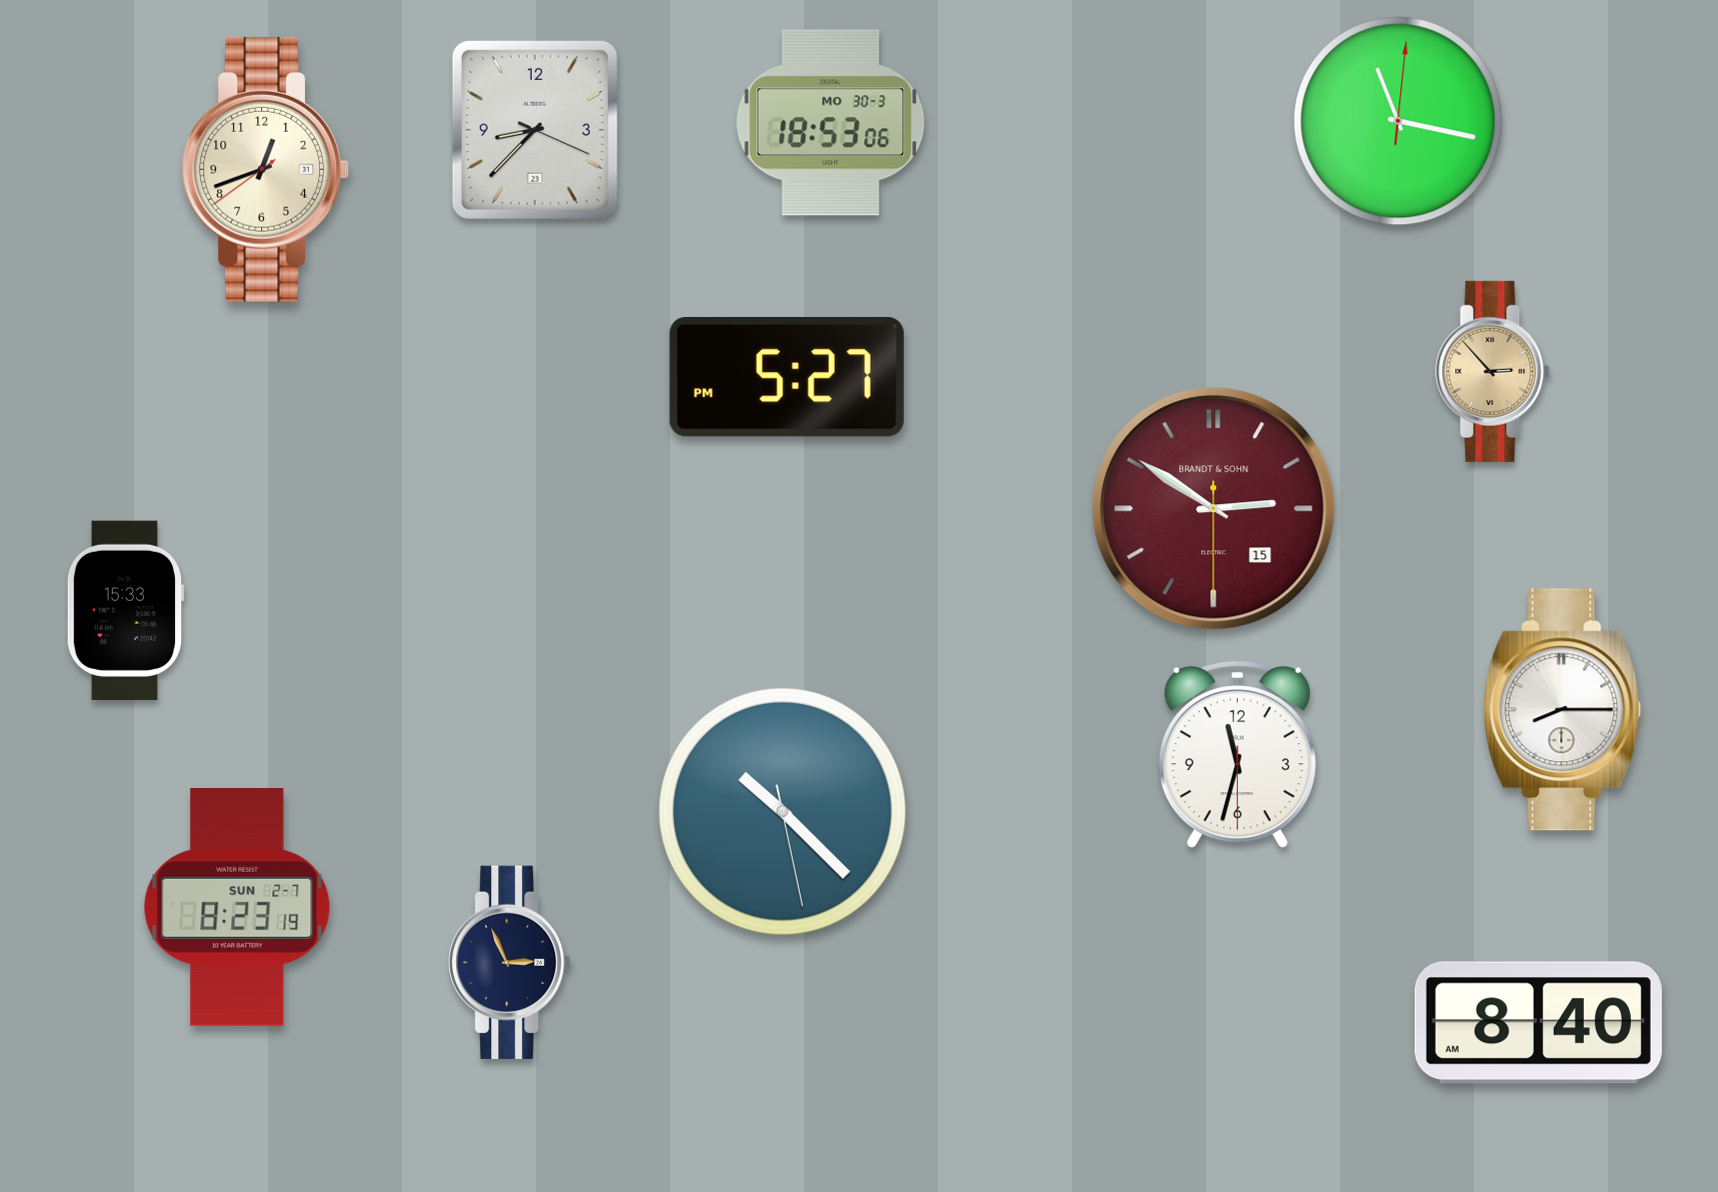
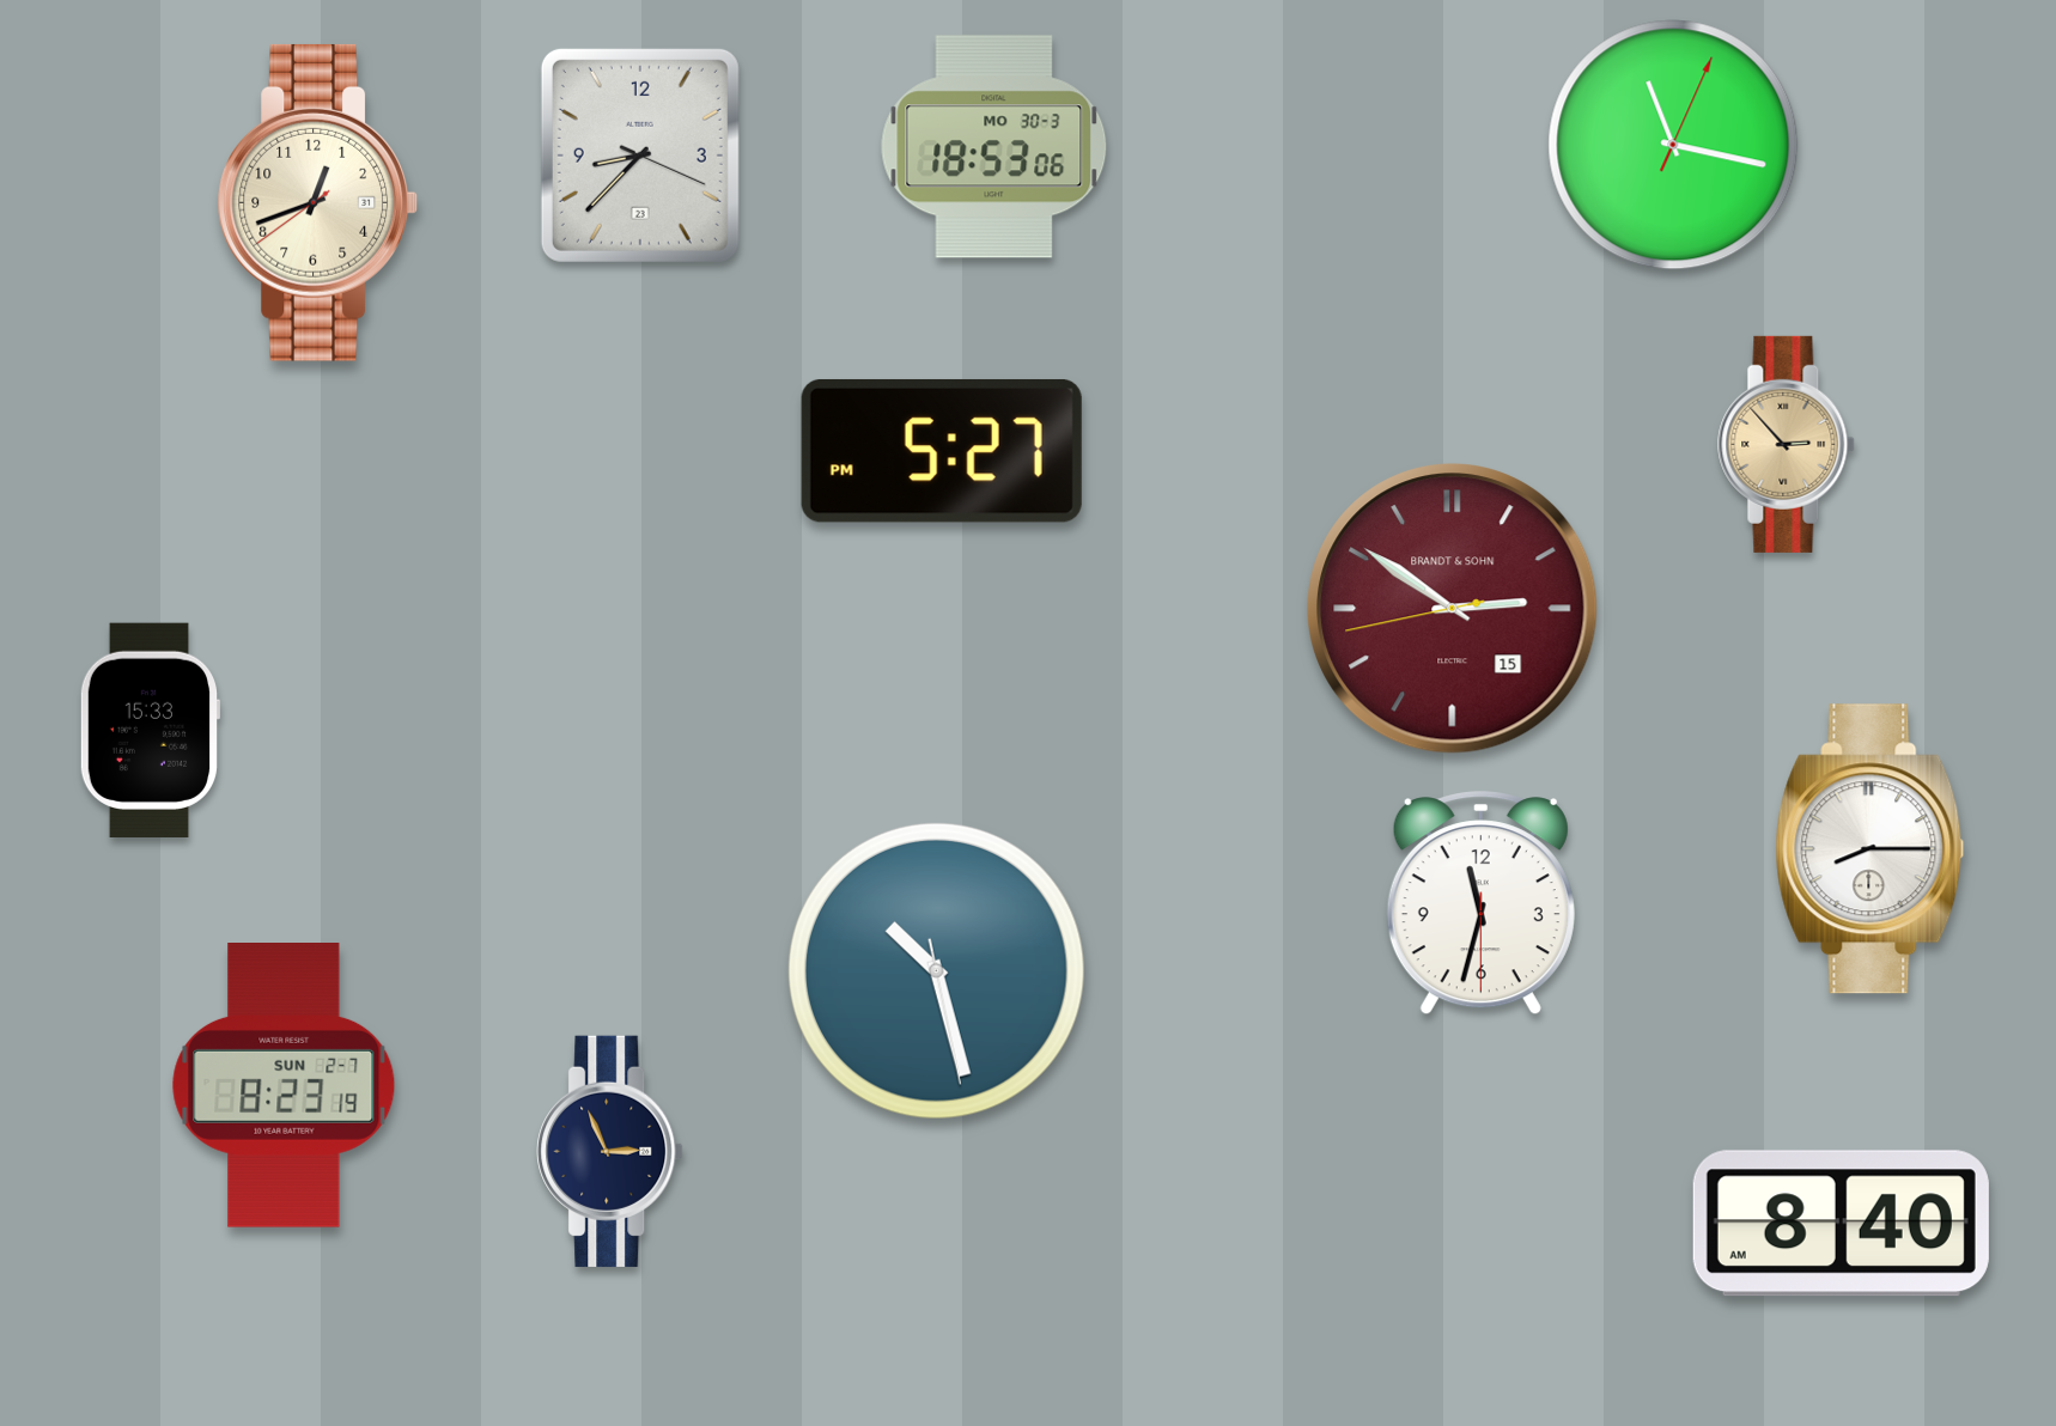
clock at (1398, 121): 11:17:01 -> 11:17:04
clock at (1214, 509): 2:50:30 -> 2:50:43
clock at (782, 811): 10:22 -> 10:27
